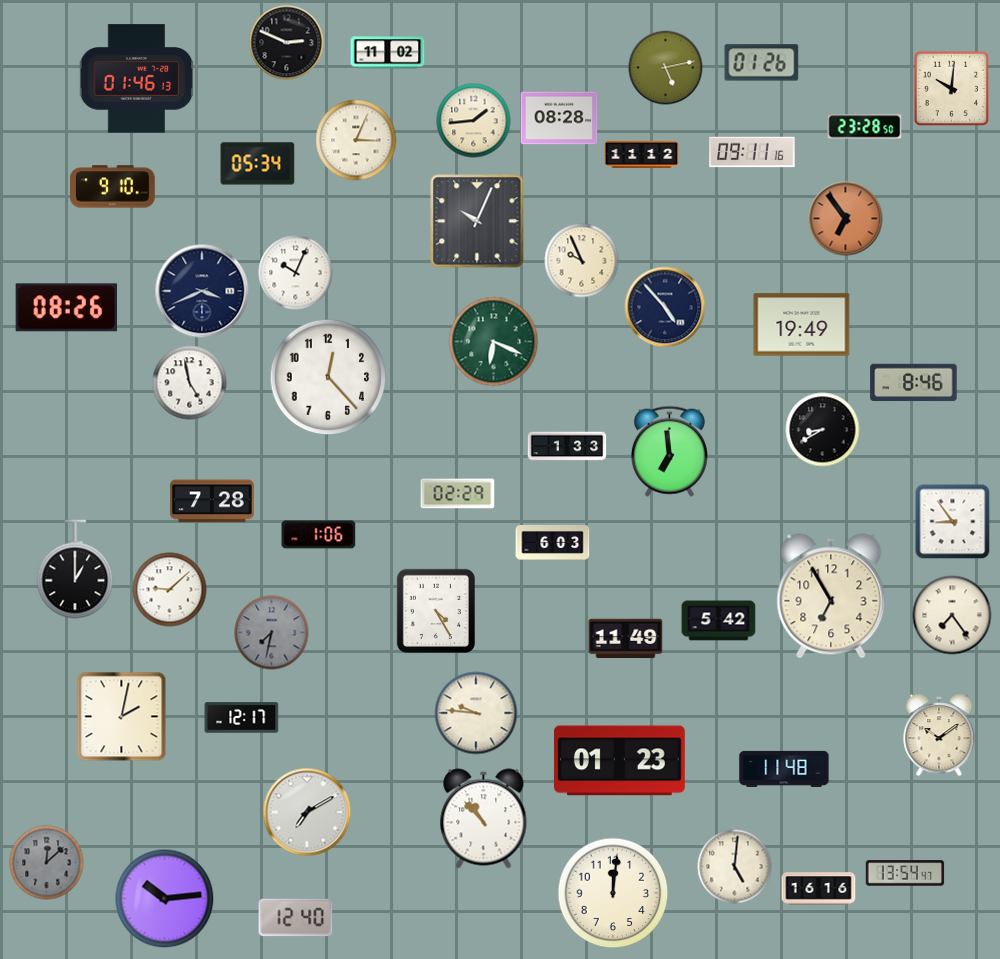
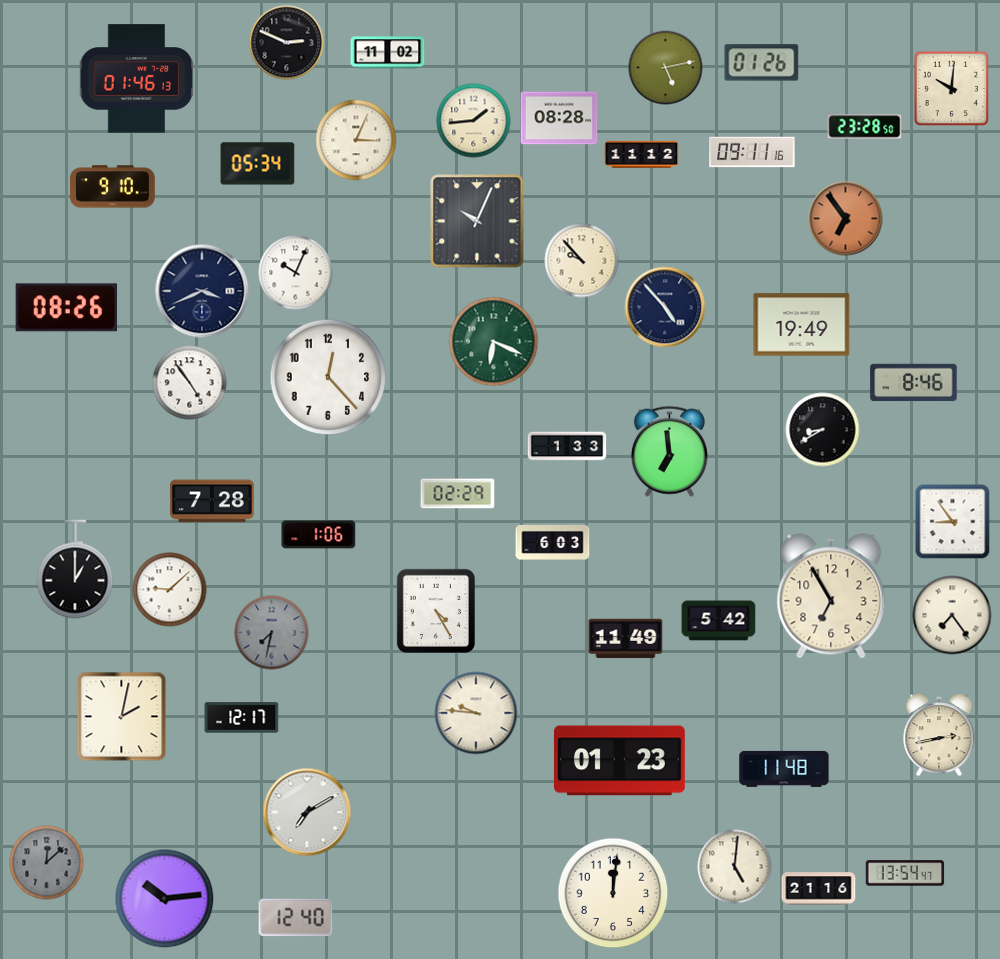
clock at (582, 261): 9:56 -> 9:53
clock at (190, 383): 4:58 -> 4:54
clock at (939, 736): 10:09 -> 2:43
clock at (484, 819): 10:53 -> none
clock at (819, 889): 16:16 -> 21:16
